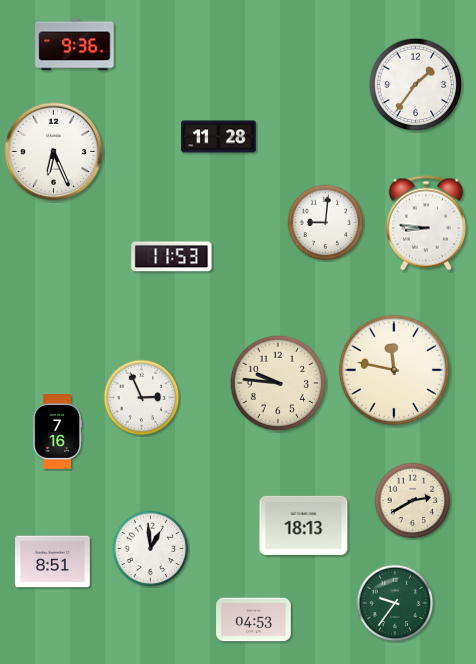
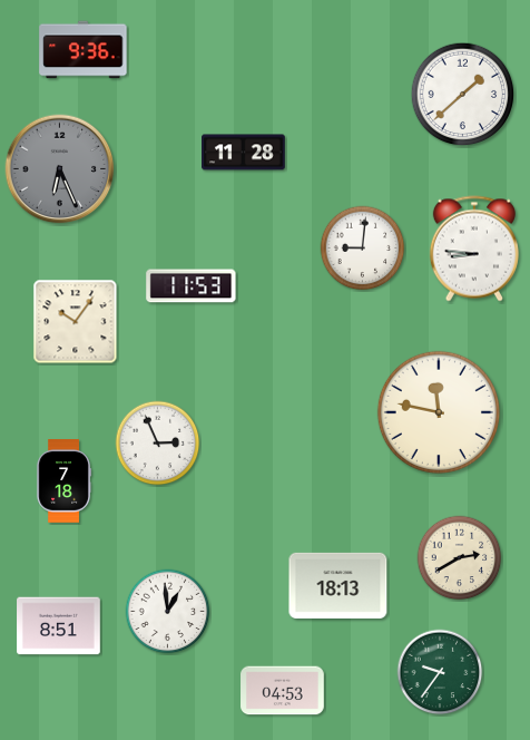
clock at (416, 85): 1:36 -> 1:38
clock at (54, 152) dial: white -> grey
clock at (76, 322): none -> 10:06
clock at (278, 383): 9:46 -> none
clock at (57, 432): 7:16 -> 7:18
